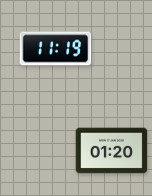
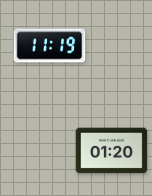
clock at (56, 49) position: (56, 49) -> (50, 46)
